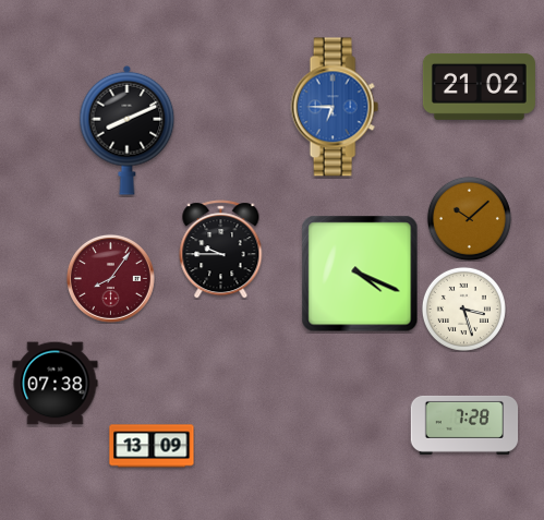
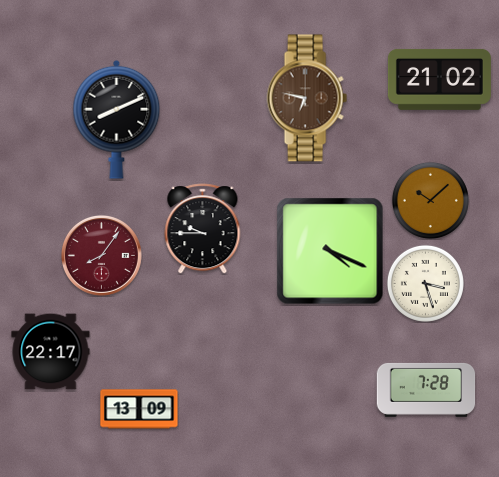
clock at (335, 107): 6:45 -> 6:47
clock at (335, 107) dial: blue -> brown
clock at (56, 384): 07:38 -> 22:17
